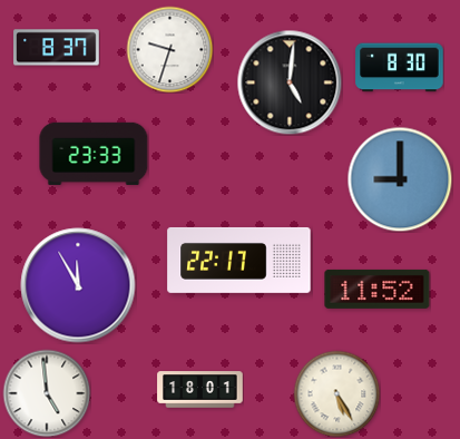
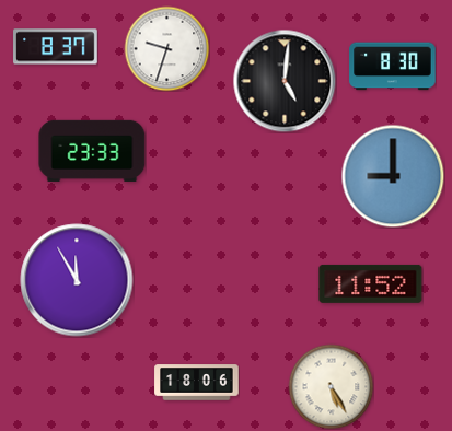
clock at (239, 260): 22:17 -> none
clock at (200, 390): 18:01 -> 18:06
clock at (47, 393): 4:59 -> none
